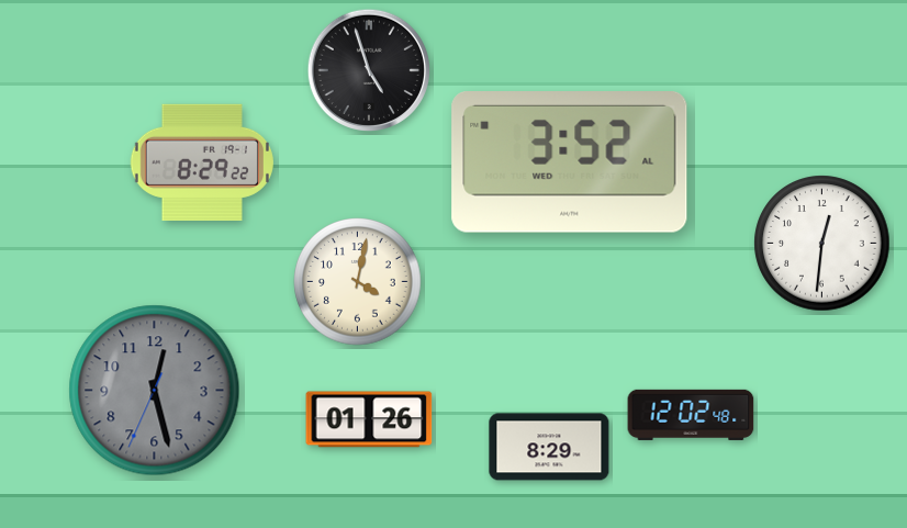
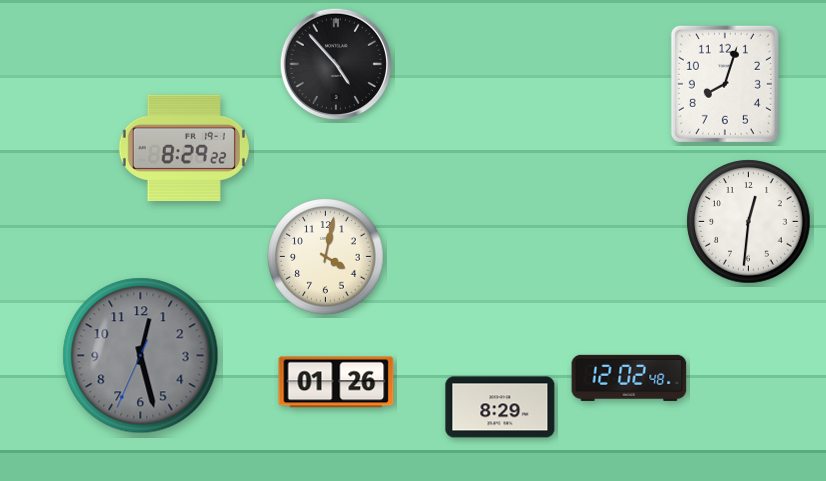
clock at (368, 69): 4:57 -> 4:53
clock at (725, 84): none -> 8:03
clock at (570, 162): 3:52 -> none
